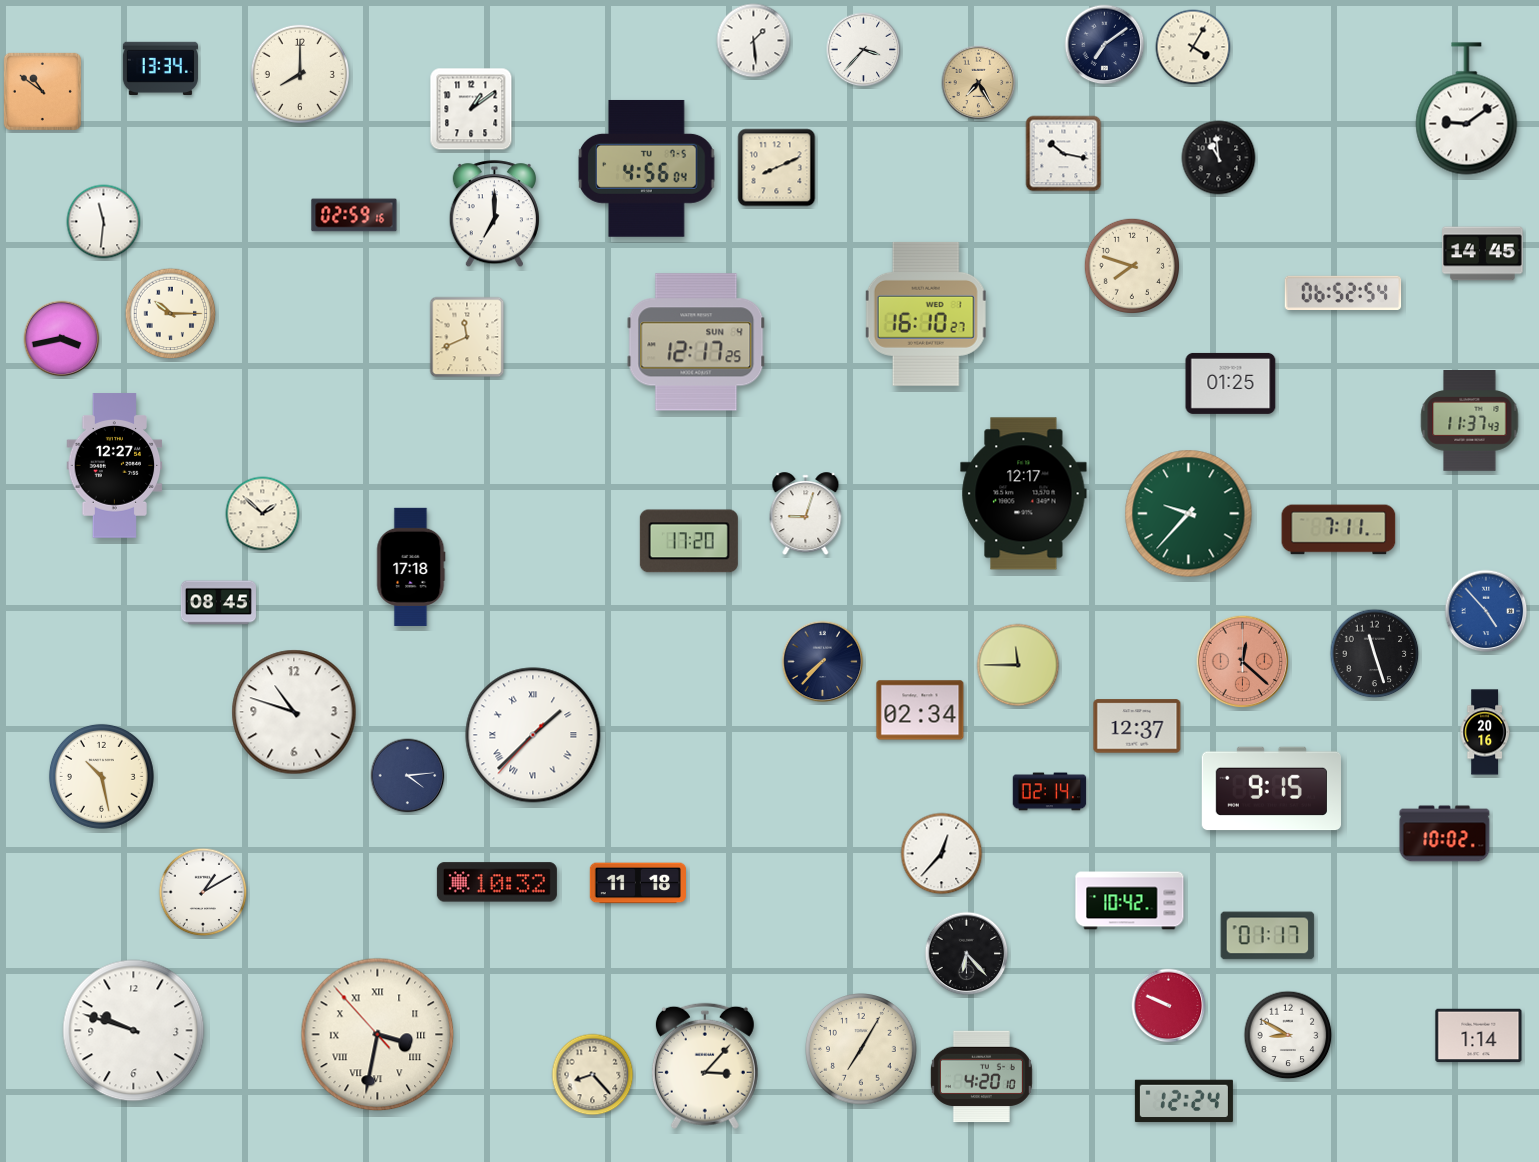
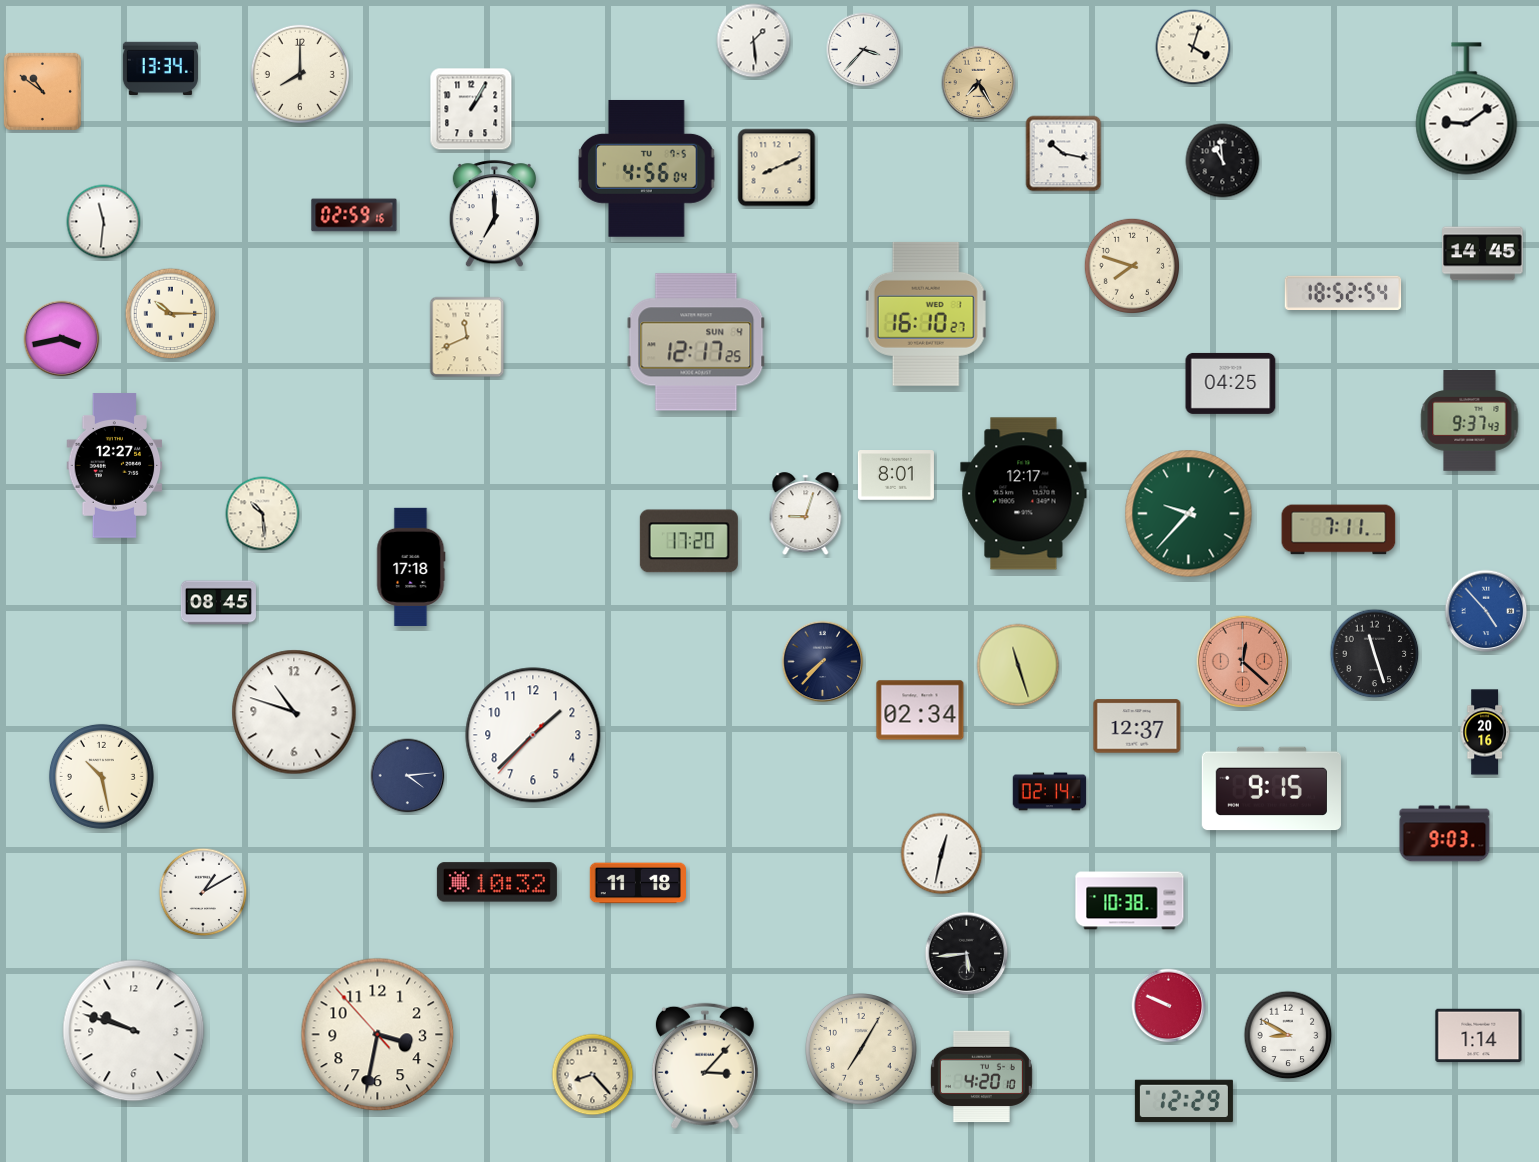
clock at (1105, 45): 7:09 -> none
clock at (1193, 47): 4:05 -> 4:03
clock at (471, 109): 1:09 -> 1:05
clock at (1219, 158) position: (1219, 158) -> (1223, 161)
clock at (1343, 292): 06:52 -> 18:52
clock at (1231, 383): 01:25 -> 04:25
clock at (1470, 421): 11:37 -> 9:37
clock at (896, 476): none -> 8:01
clock at (263, 514): 1:52 -> 10:29
clock at (1018, 665): 11:45 -> 11:27
clock at (533, 735) numerals: Roman -> Arabic
clock at (1445, 834): 10:02 -> 9:03
clock at (942, 854): 12:37 -> 12:32
clock at (1130, 901): 10:42 -> 10:38
clock at (1268, 936): 01:17 -> none
clock at (967, 954): 6:23 -> 5:44
clock at (378, 1035) numerals: Roman -> Arabic
clock at (1184, 1101): 12:24 -> 12:29
